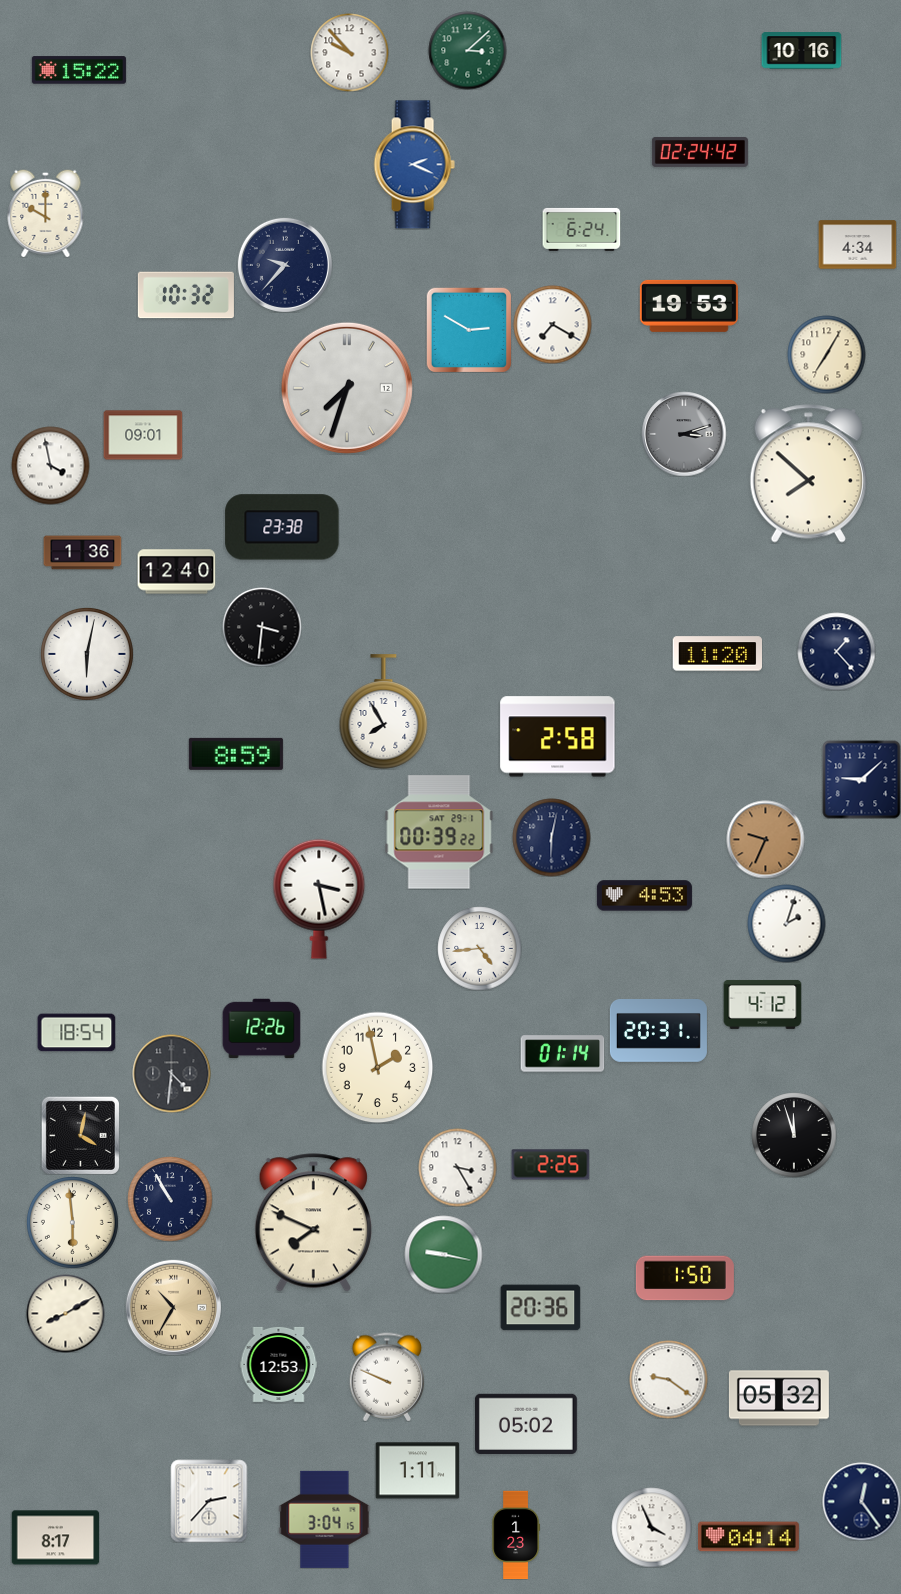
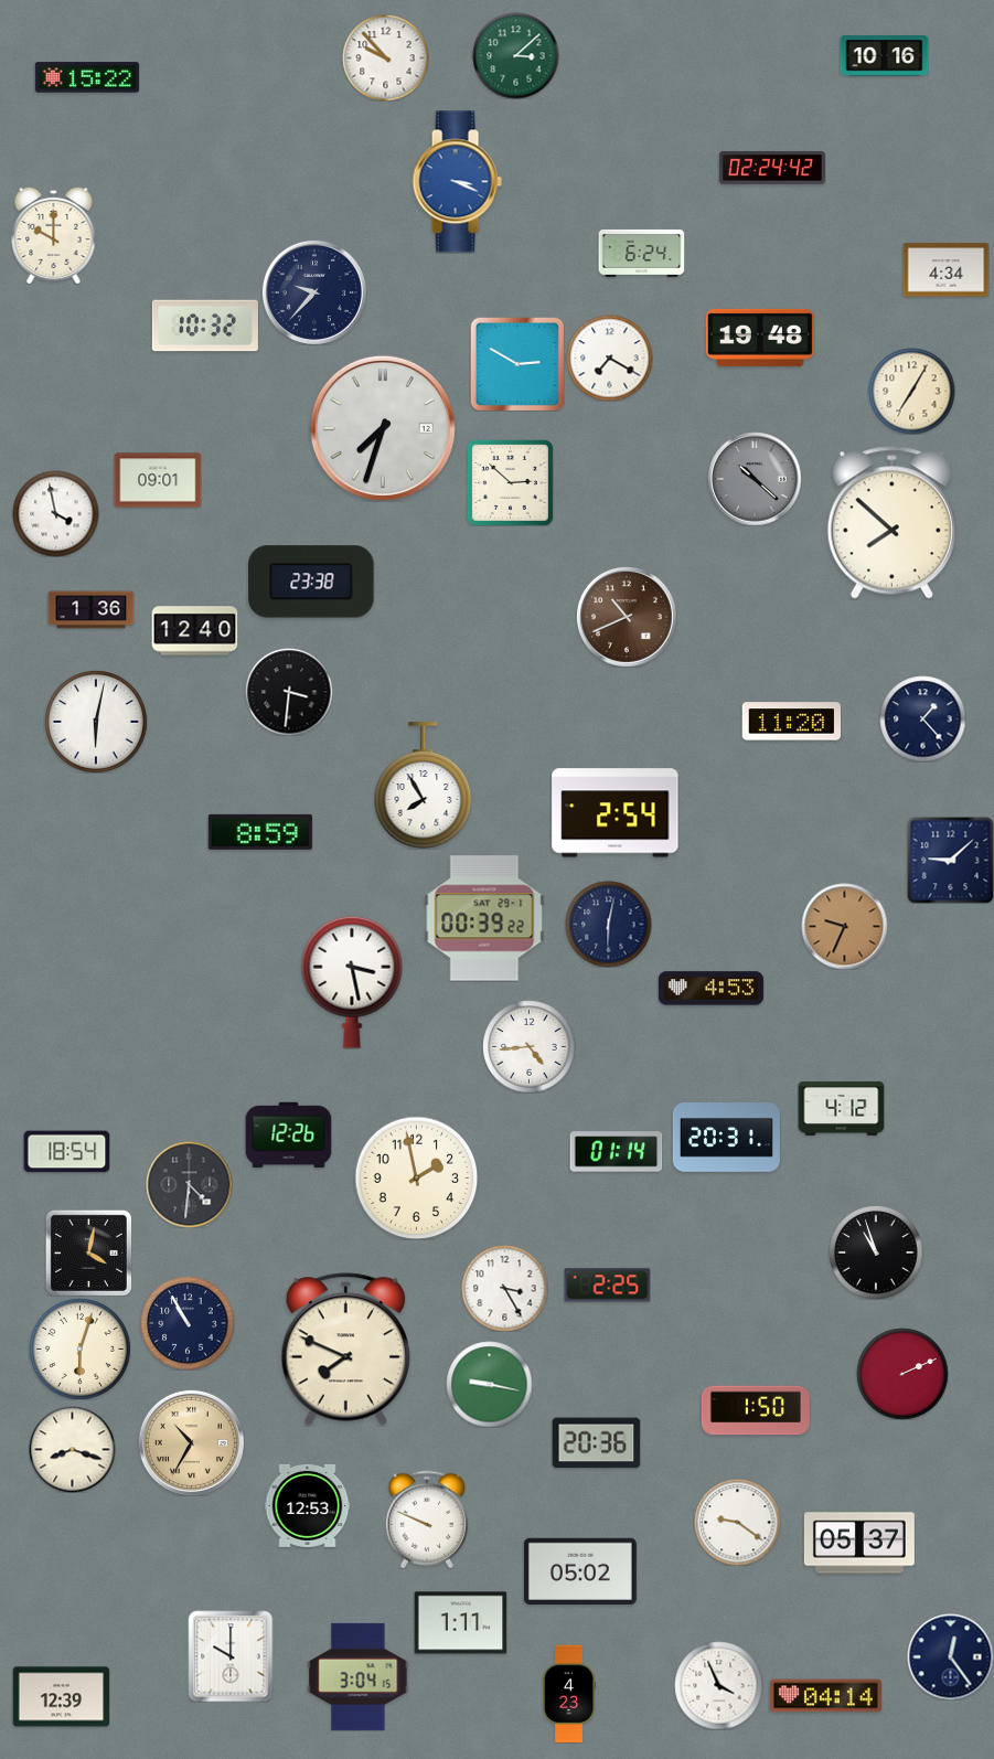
clock at (414, 165): 2:19 -> 3:19
clock at (46, 213) position: (46, 213) -> (54, 235)
clock at (689, 306): 19:53 -> 19:48
clock at (684, 434): 3:12 -> 10:22
clock at (510, 482): none -> 2:52
clock at (627, 617): none -> 10:41
clock at (558, 737): 2:58 -> 2:54
clock at (319, 899) position: (319, 899) -> (352, 982)
clock at (786, 923): 2:03 -> none
clock at (76, 1033) position: (76, 1033) -> (66, 1152)
clock at (562, 1054) position: (562, 1054) -> (616, 1152)
clock at (794, 1135): 11:57 -> 10:57
clock at (72, 1222): 5:59 -> 6:03
clock at (902, 1374): none -> 2:11
clock at (65, 1313): 8:10 -> 8:18
clock at (779, 1398): 05:32 -> 05:37
clock at (209, 1501): 2:37 -> 10:00
clock at (515, 1535): 1:23 -> 4:23
clock at (55, 1538): 8:17 -> 12:39
